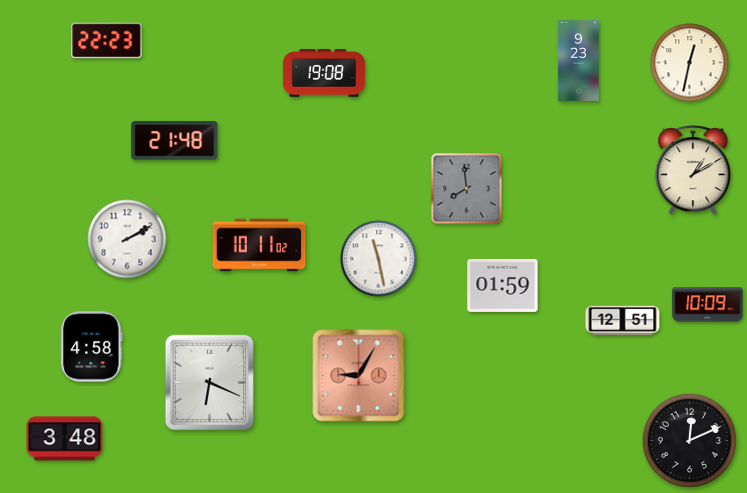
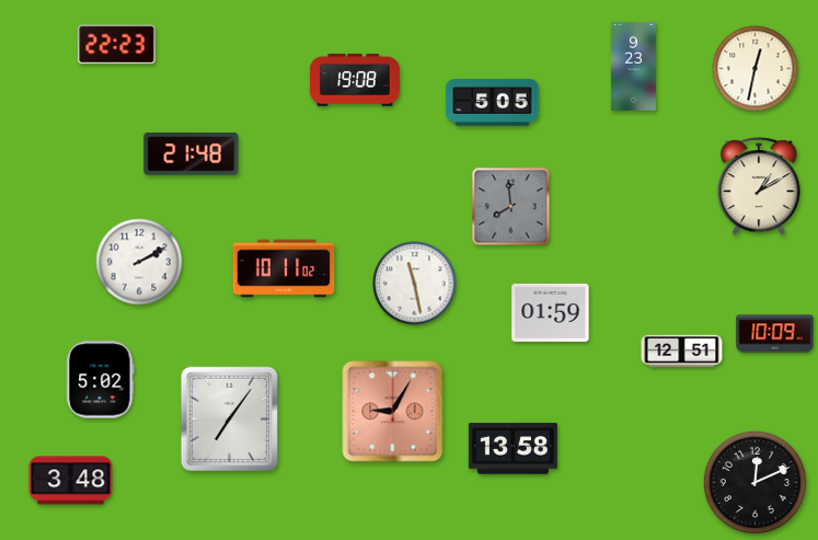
clock at (493, 103): none -> 5:05
clock at (92, 347): 4:58 -> 5:02
clock at (209, 383): 6:19 -> 7:06
clock at (512, 449): none -> 13:58
